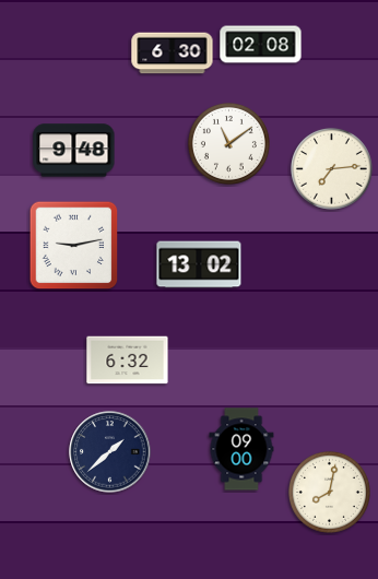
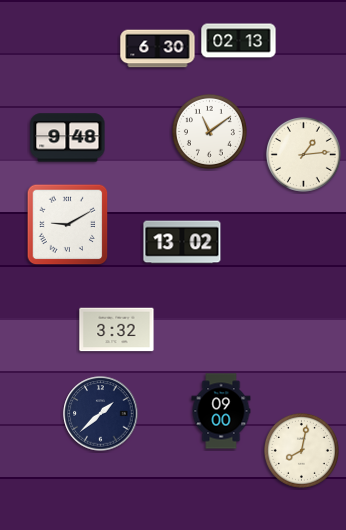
clock at (261, 45): 02:08 -> 02:13
clock at (331, 168): 7:14 -> 1:14
clock at (74, 246): 9:13 -> 9:10
clock at (128, 361): 6:32 -> 3:32
